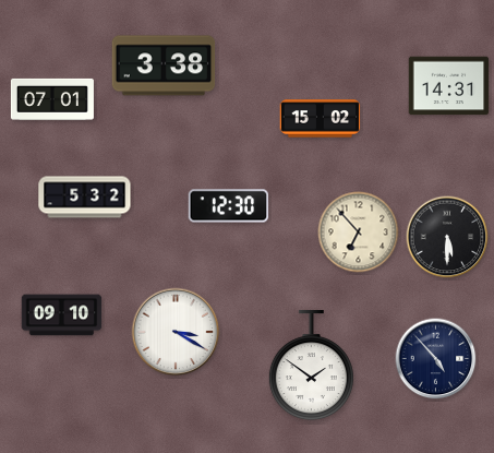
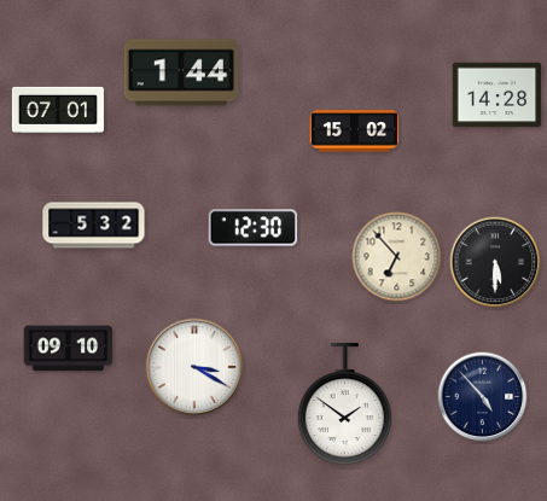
clock at (164, 65): 3:38 -> 1:44
clock at (449, 86): 14:31 -> 14:28
clock at (85, 198) position: (85, 198) -> (94, 226)
